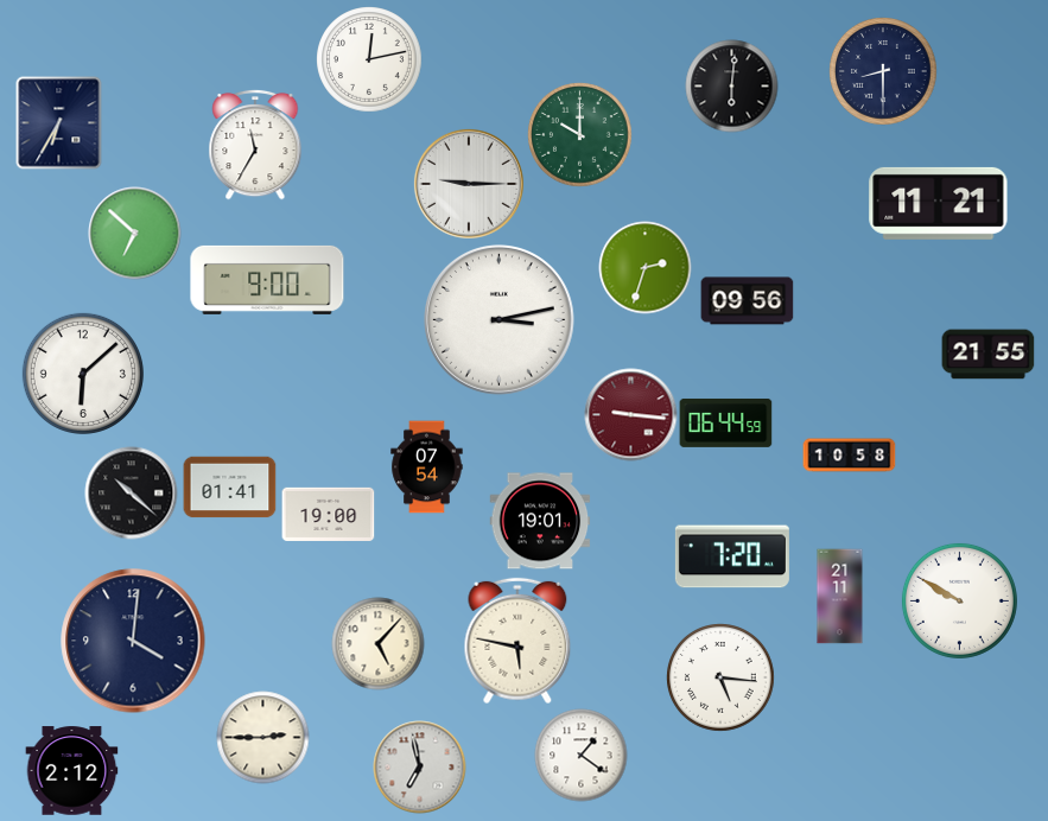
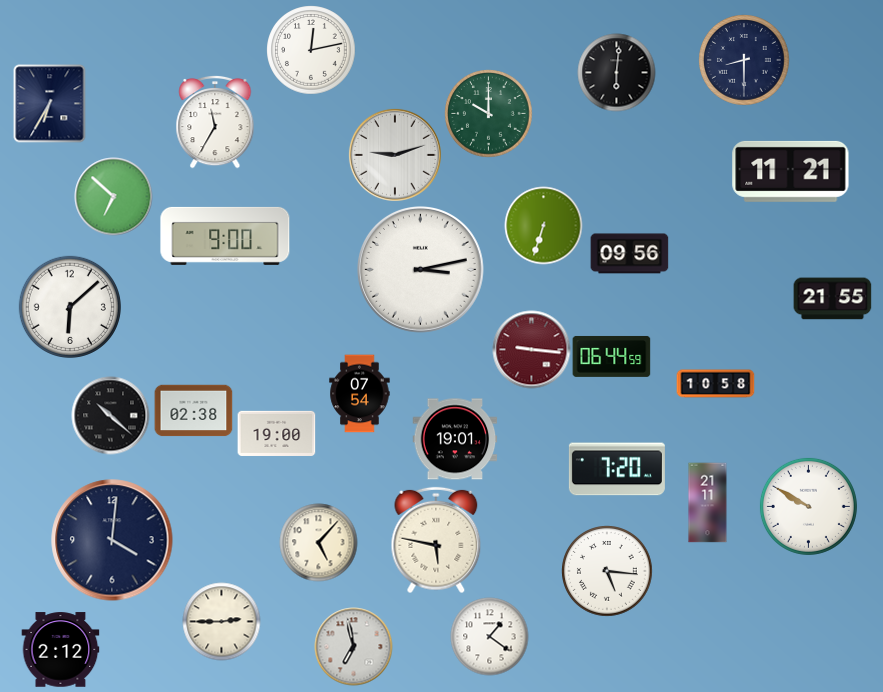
clock at (469, 184): 9:15 -> 9:12
clock at (644, 267): 2:33 -> 6:33
clock at (83, 374) position: (83, 374) -> (70, 307)
clock at (229, 488): 01:41 -> 02:38
